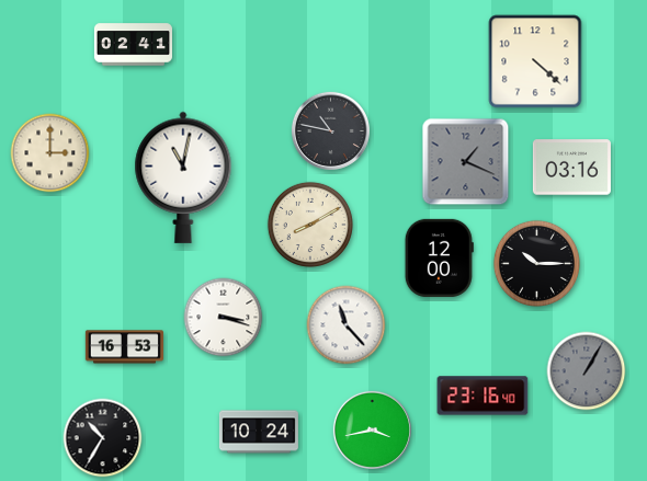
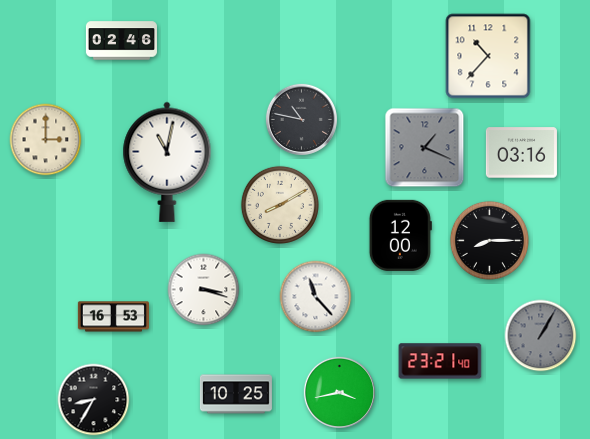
clock at (133, 45): 02:41 -> 02:46
clock at (535, 61): 4:22 -> 10:37
clock at (310, 225) position: (310, 225) -> (280, 205)
clock at (536, 263): 10:15 -> 8:15
clock at (587, 371) position: (587, 371) -> (541, 336)
clock at (483, 396): 23:16 -> 23:21
clock at (259, 432): 10:24 -> 10:25
clock at (103, 438): 10:35 -> 8:35
